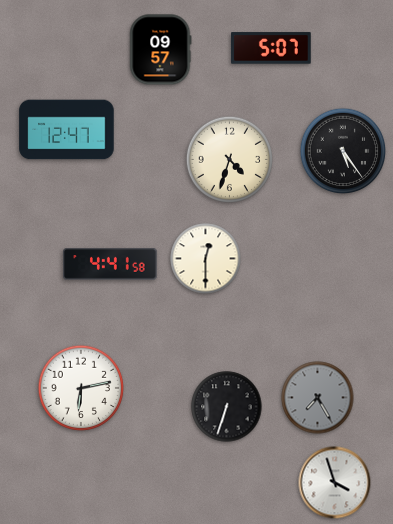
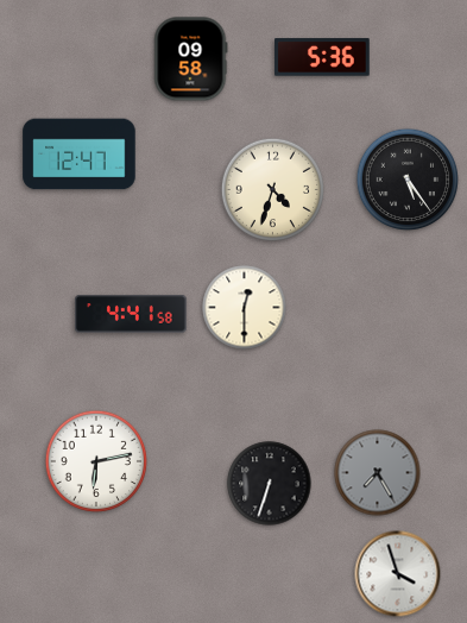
clock at (271, 48): 5:07 -> 5:36
clock at (161, 50): 09:57 -> 09:58
